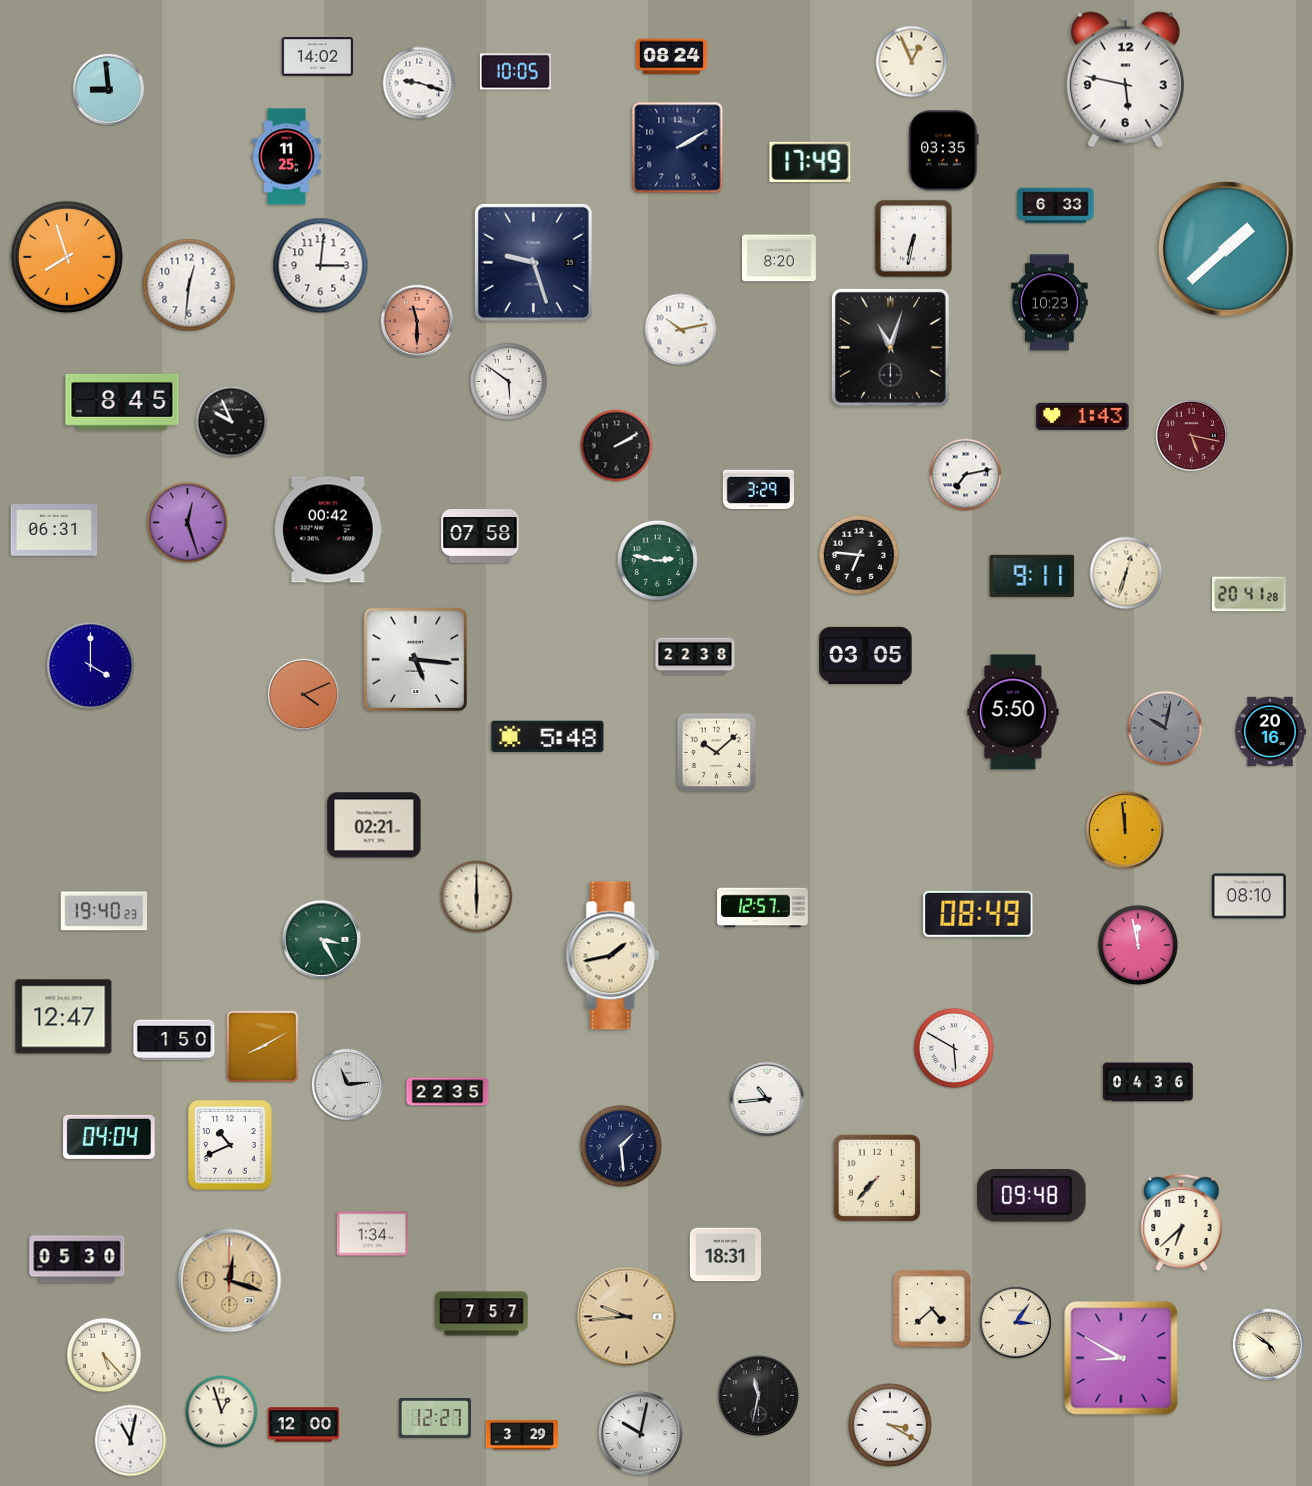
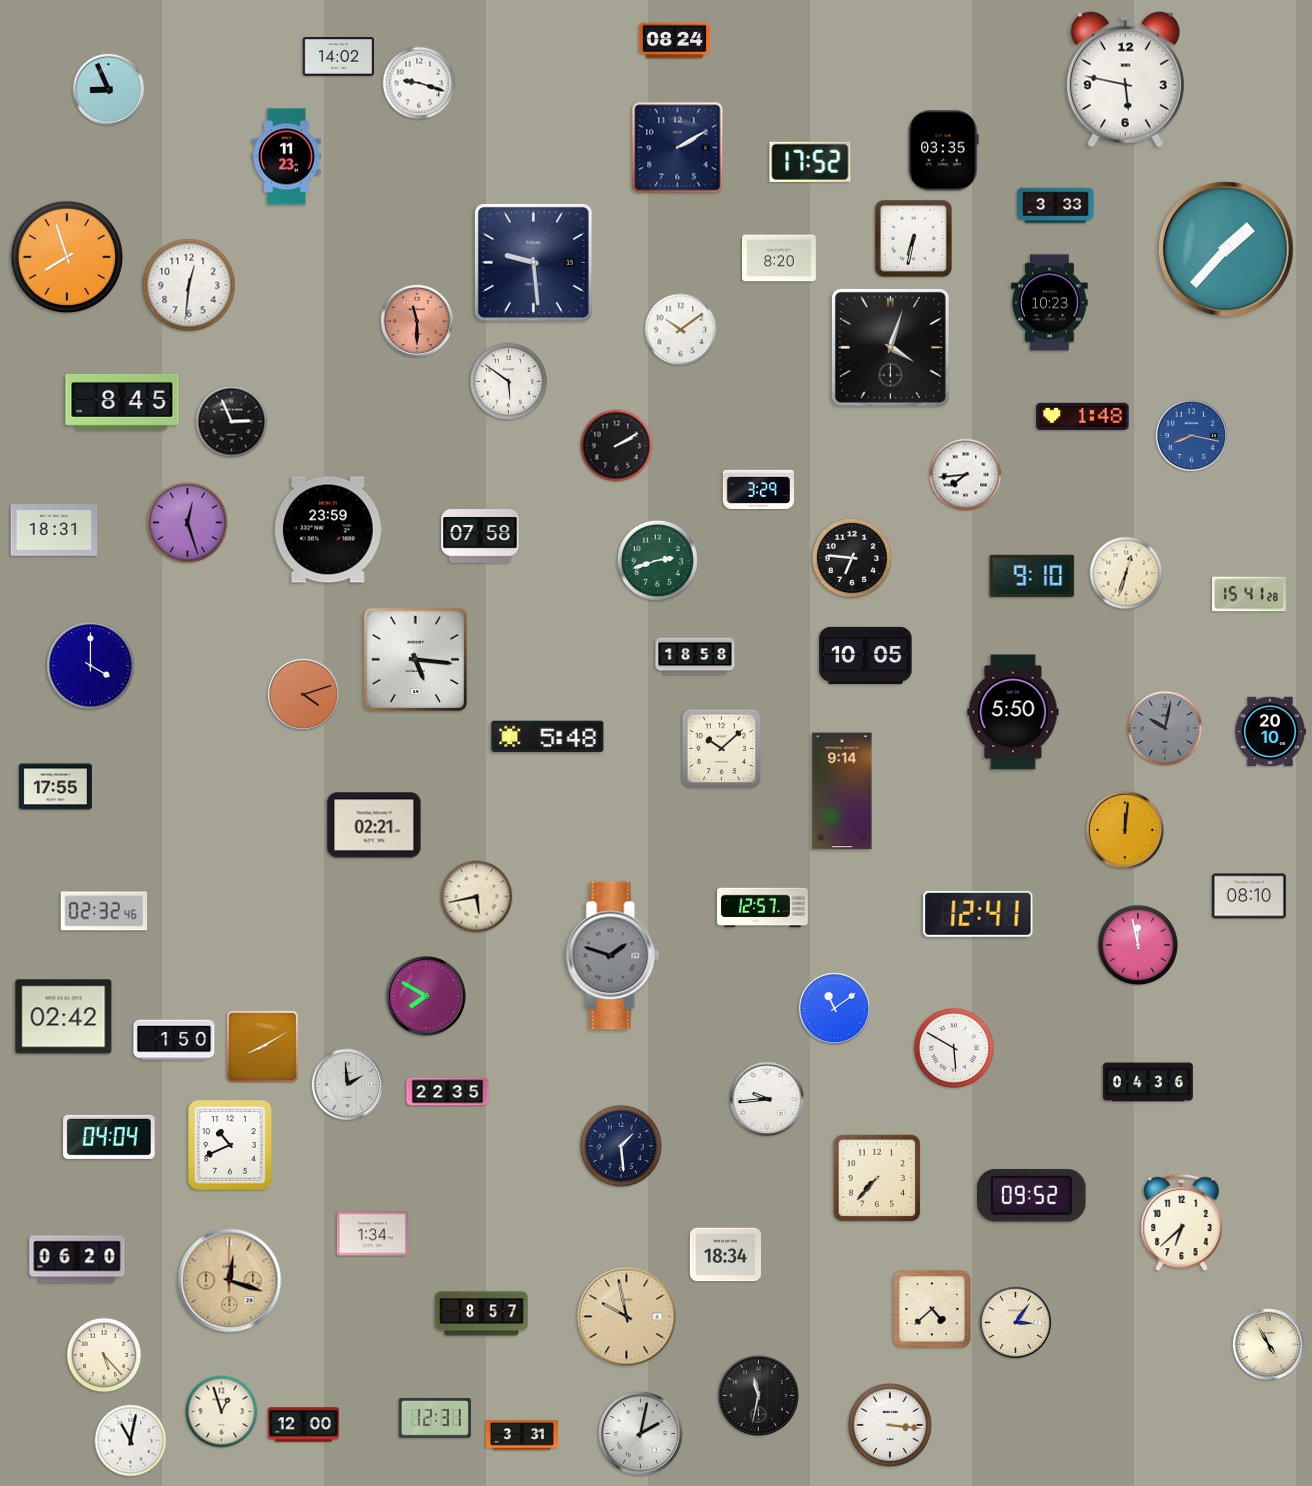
clock at (317, 57) position: (317, 57) -> (338, 57)
clock at (672, 57) position: (672, 57) -> (675, 41)
clock at (912, 62): 12:56 -> none
clock at (515, 72): 10:05 -> none
clock at (109, 90): 8:59 -> 8:56
clock at (287, 157): 11:25 -> 11:23
clock at (810, 162): 17:49 -> 17:52
clock at (1056, 206): 6:33 -> 3:33
clock at (1227, 250): 1:38 -> 1:37
clock at (533, 262): 9:27 -> 9:29
clock at (321, 266): 3:01 -> none
clock at (681, 330): 10:13 -> 10:09
clock at (890, 347): 11:03 -> 4:03
clock at (1083, 416): 1:43 -> 1:48
clock at (232, 422): 9:56 -> 2:56
clock at (1192, 436): 5:17 -> 8:17
clock at (1192, 436) dial: burgundy -> blue
clock at (966, 475): 7:13 -> 7:44
clock at (54, 530): 06:31 -> 18:31
clock at (328, 530): 00:42 -> 23:59
clock at (859, 555) position: (859, 555) -> (852, 558)
clock at (657, 560): 2:47 -> 2:42
clock at (1032, 576): 9:11 -> 9:10
clock at (1250, 594): 20:41 -> 15:41
clock at (866, 655): 03:05 -> 10:05
clock at (695, 656): 22:38 -> 18:58
clock at (304, 695): 4:11 -> 4:12
clock at (1269, 732): 20:16 -> 20:10
clock at (717, 753) position: (717, 753) -> (722, 749)
clock at (55, 787): none -> 17:55
clock at (842, 791): none -> 9:14
clock at (1125, 830): 11:59 -> 12:01
clock at (477, 897): 6:00 -> 5:43
clock at (104, 911): 19:40 -> 02:32
clock at (978, 914): 08:49 -> 12:41
clock at (321, 939): 3:25 -> none
clock at (613, 956): 1:43 -> 1:48
clock at (613, 956) dial: cream -> grey
clock at (426, 996): none -> 7:50
clock at (835, 1009): none -> 11:09
clock at (64, 1017): 12:47 -> 02:42
clock at (348, 1085): 11:14 -> 1:59
clock at (767, 1099): 10:44 -> 9:44
clock at (1032, 1196): 09:48 -> 09:52
clock at (725, 1255): 18:31 -> 18:34
clock at (77, 1259): 05:30 -> 06:20
clock at (482, 1314): 7:57 -> 8:57
clock at (627, 1317): 9:44 -> 9:58
clock at (1269, 1345): 4:51 -> 4:55
clock at (1121, 1358): 8:50 -> none
clock at (435, 1419): 12:27 -> 12:31
clock at (890, 1425): 3:20 -> 3:16
clock at (641, 1434): 10:02 -> 2:02
clock at (522, 1435): 3:29 -> 3:31
